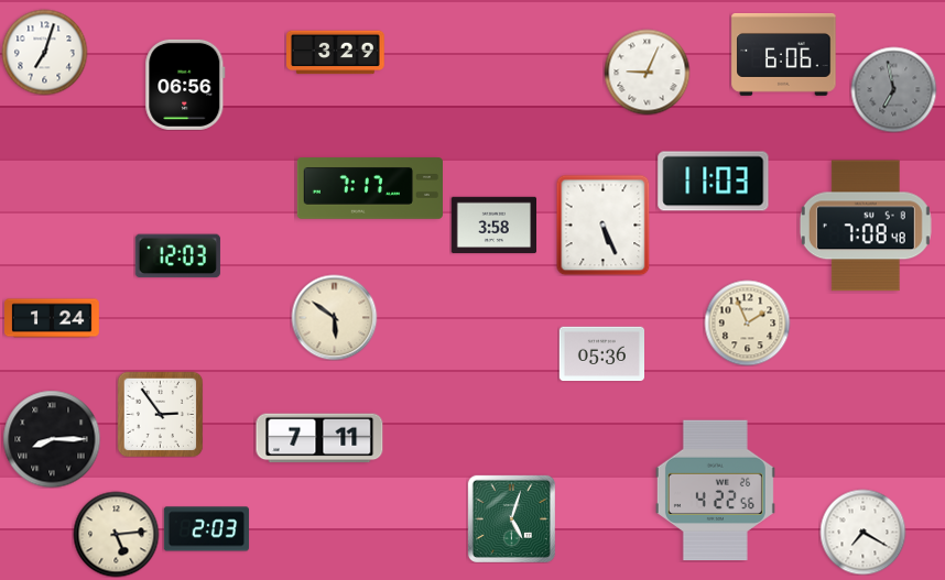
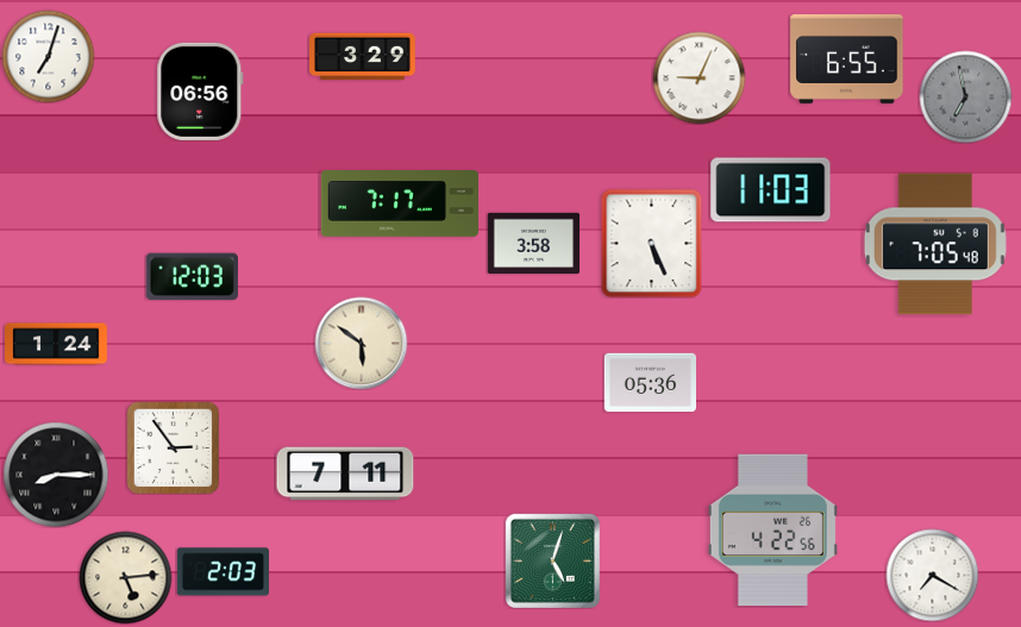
clock at (784, 54): 6:06 -> 6:55
clock at (714, 182) position: (714, 182) -> (771, 190)
clock at (866, 226): 7:08 -> 7:05
clock at (747, 322): 1:56 -> none
